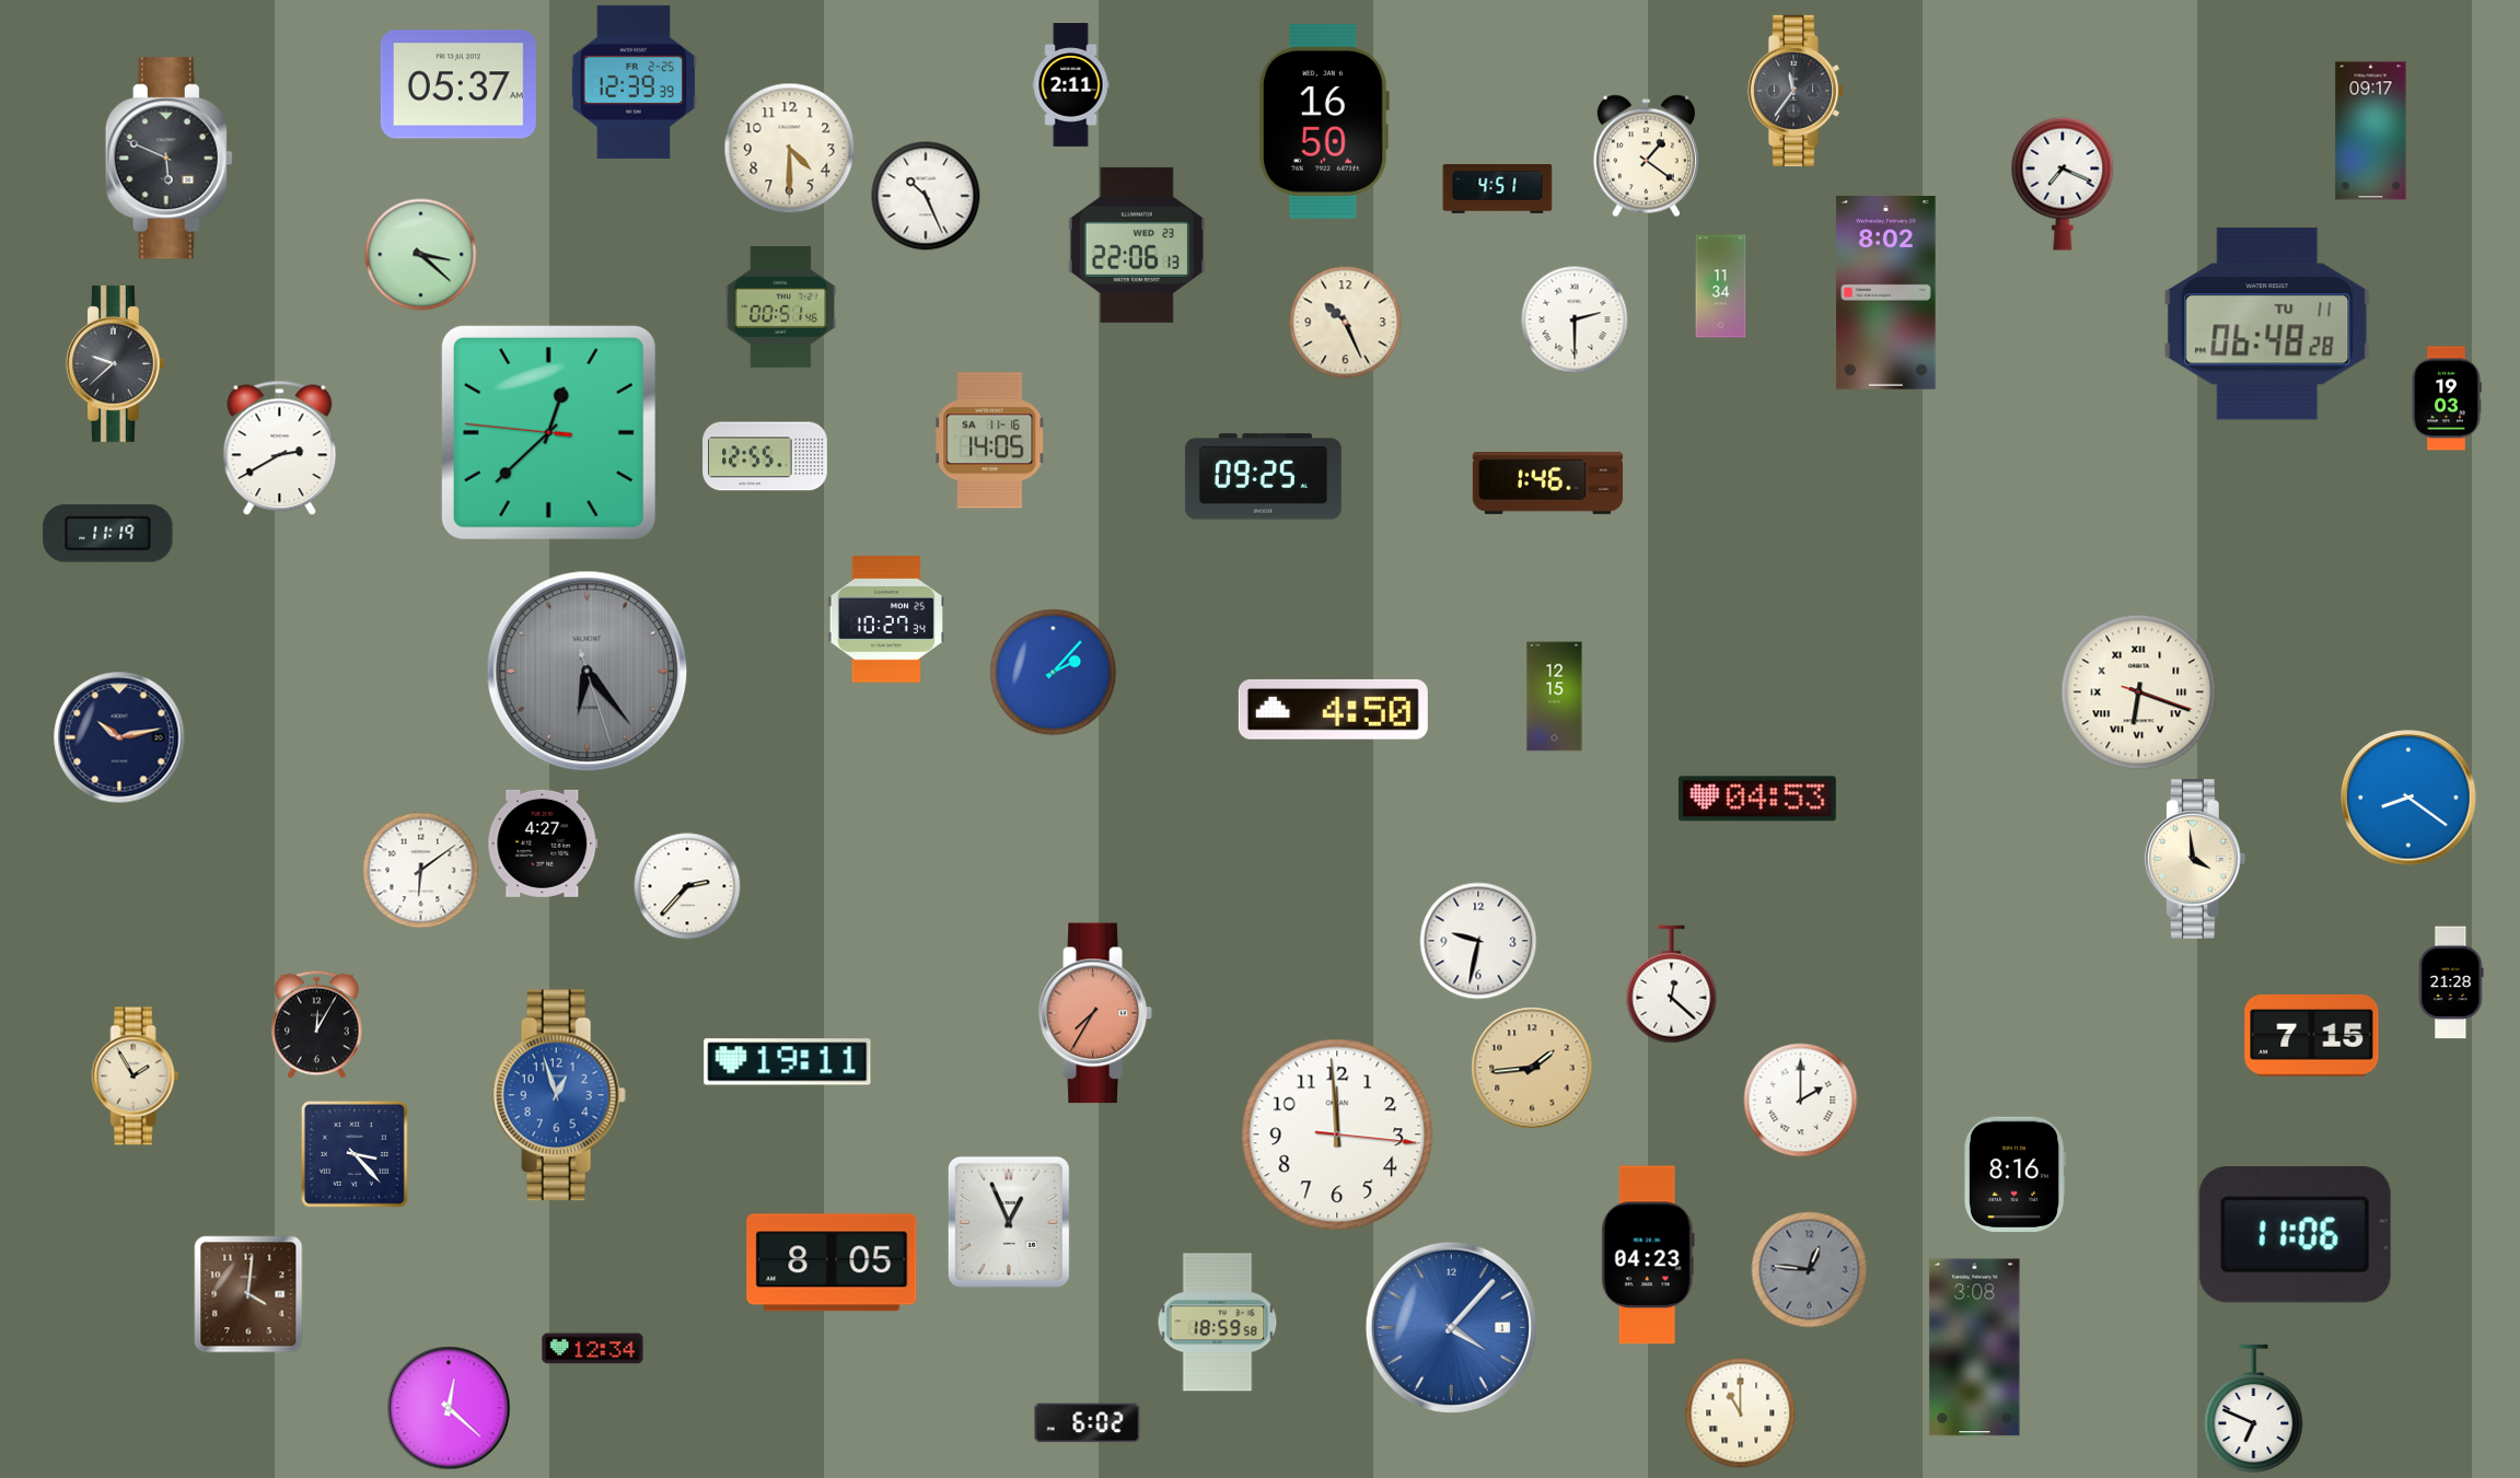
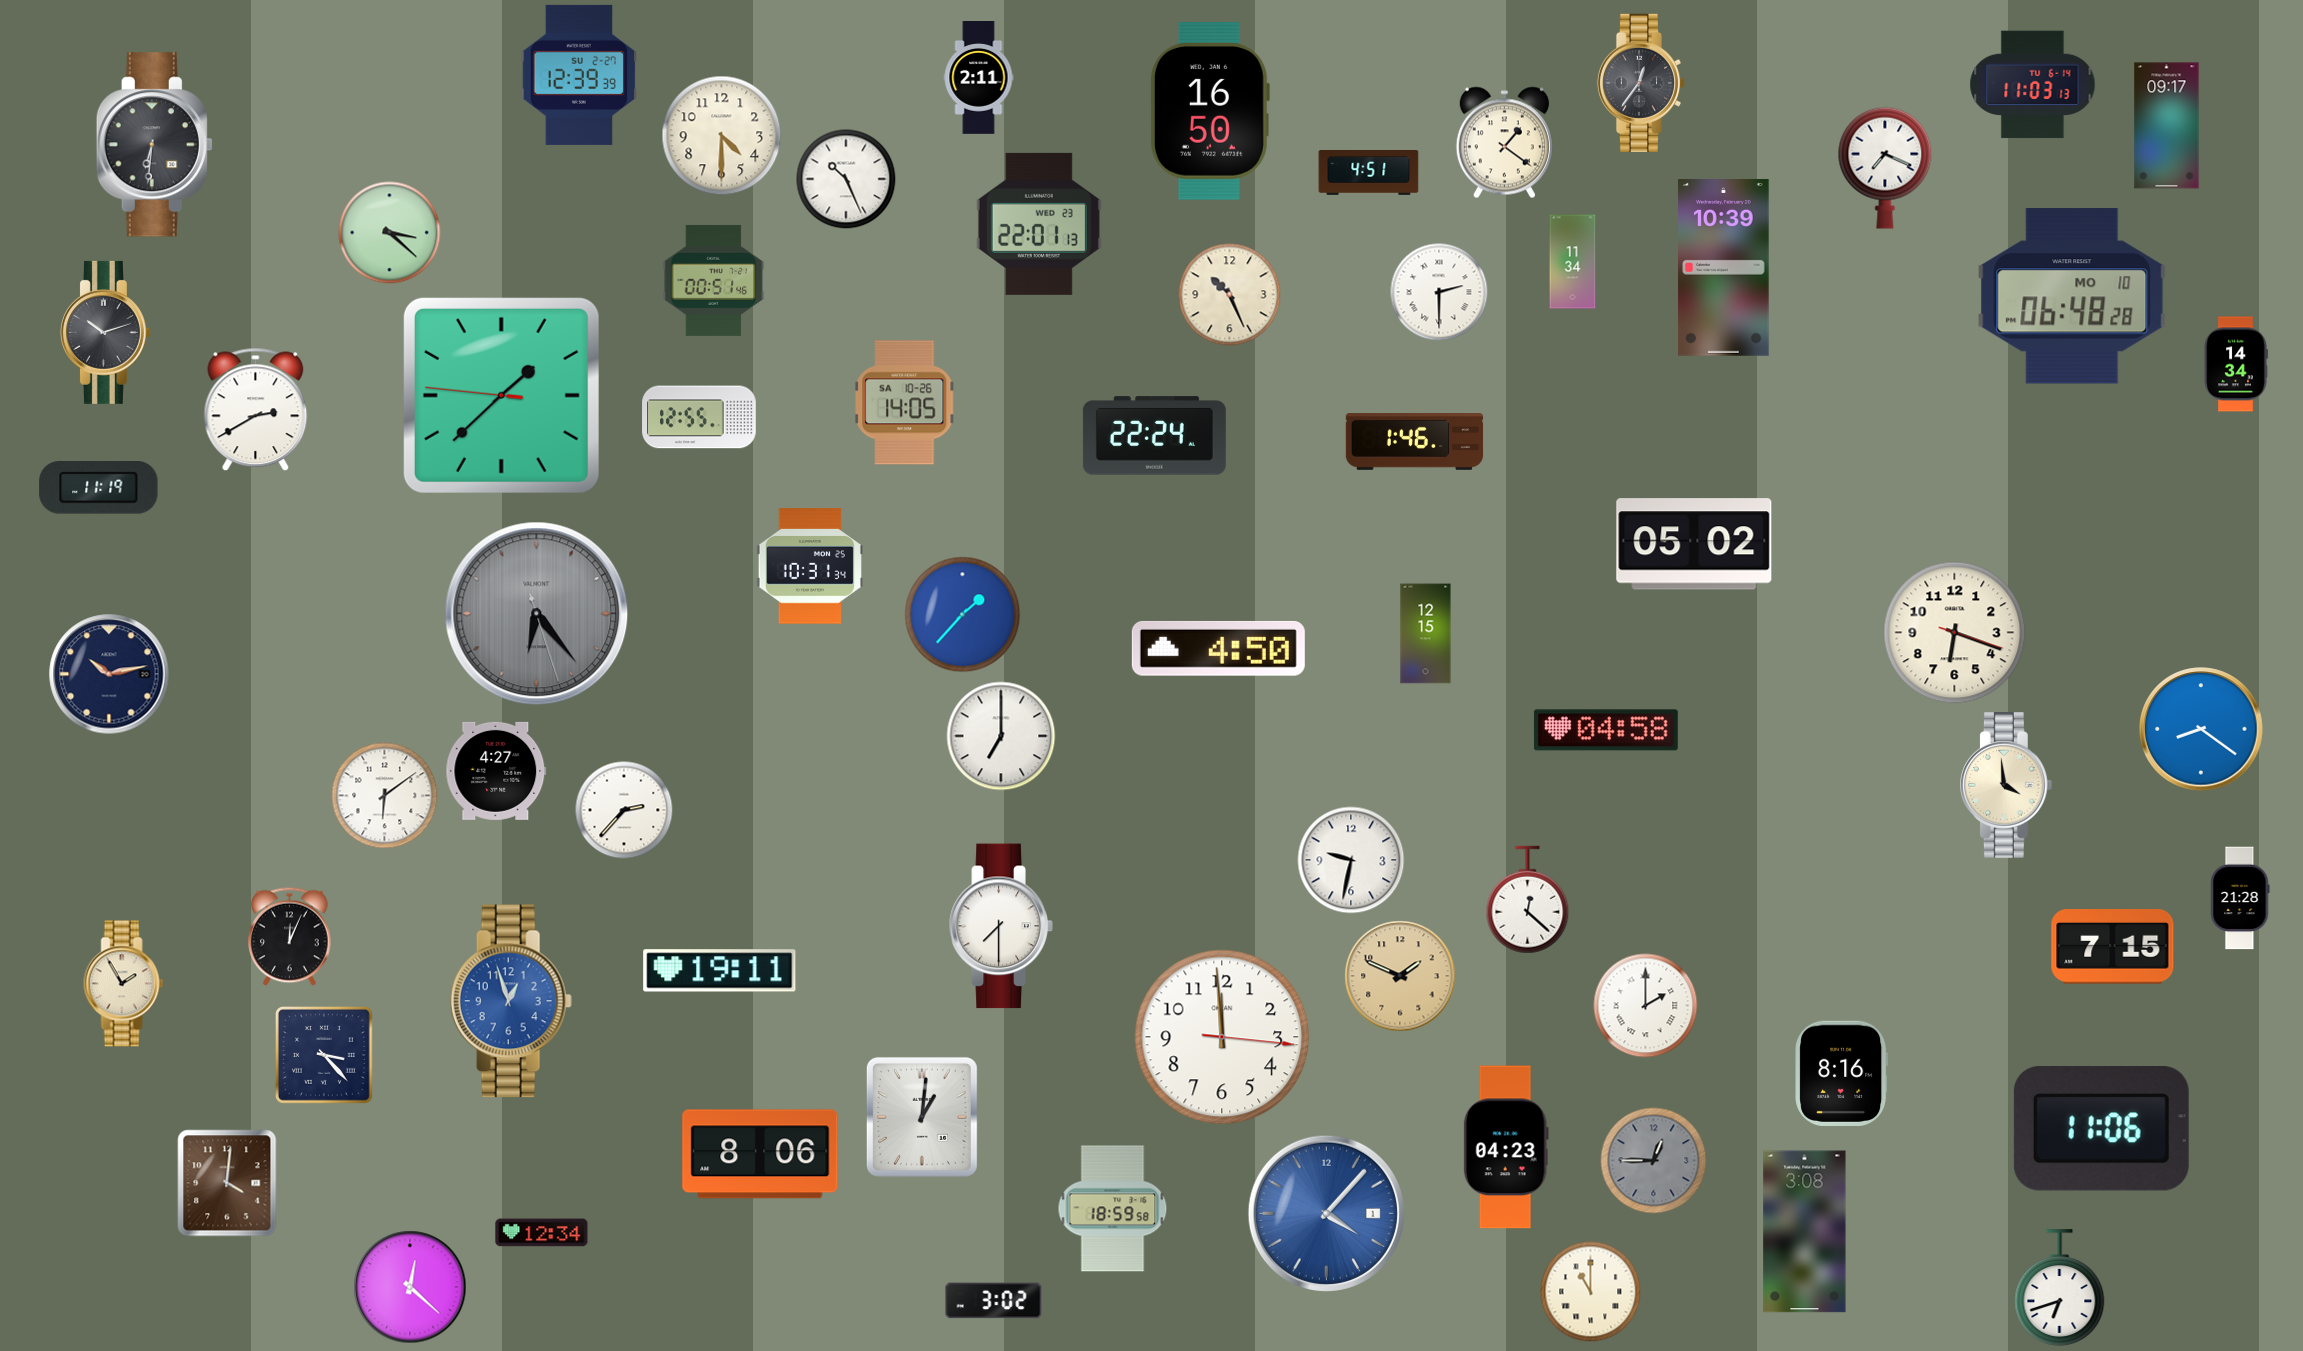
clock at (634, 82) date: FR 2-25 -> SU 2-27
clock at (458, 84): 05:37 -> none
clock at (1796, 91): 11:36 -> 12:36
clock at (2033, 85): none -> 11:03
clock at (2371, 131) position: (2371, 131) -> (2167, 126)
clock at (169, 159): 5:49 -> 6:31
clock at (1137, 245): 22:06 -> 22:01
clock at (421, 255) position: (421, 255) -> (390, 233)
clock at (1886, 293): 8:02 -> 10:39
clock at (2267, 324) date: TU 11 -> MO 10
clock at (115, 363): 9:38 -> 10:12
clock at (2447, 398): 19:03 -> 14:34
clock at (548, 432): 12:37 -> 1:37
clock at (990, 441) date: SA 11-16 -> SA 10-26
clock at (1263, 477): 09:25 -> 22:24
clock at (1694, 544): none -> 05:02
clock at (885, 619): 10:27 -> 10:31
clock at (1054, 673): 2:07 -> 1:37
clock at (2139, 693) numerals: Roman -> Arabic
clock at (1555, 697) position: (1555, 697) -> (1426, 634)
clock at (1757, 799): 04:53 -> 04:58
clock at (1001, 736): none -> 7:00
clock at (687, 886) position: (687, 886) -> (624, 810)
clock at (1095, 1013): 7:35 -> 7:30
clock at (1095, 1013) dial: salmon -> white
clock at (317, 1025): 12:05 -> 12:04
clock at (1532, 1068): 1:44 -> 1:49
clock at (1009, 1222): 12:56 -> 1:01
clock at (2295, 1235) position: (2295, 1235) -> (2101, 1129)
clock at (832, 1262): 8:05 -> 8:06
clock at (1810, 1270): 12:46 -> 12:45
clock at (2254, 1409): 6:49 -> 6:42
clock at (1088, 1423): 6:02 -> 3:02
